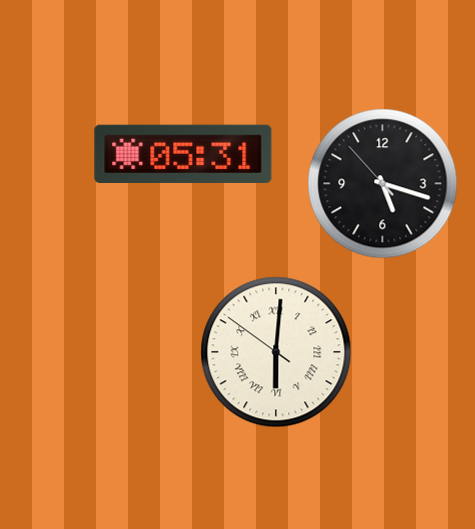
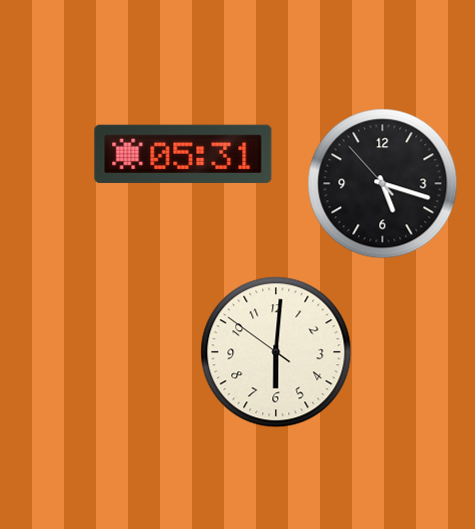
clock at (276, 352) numerals: Roman -> Arabic
